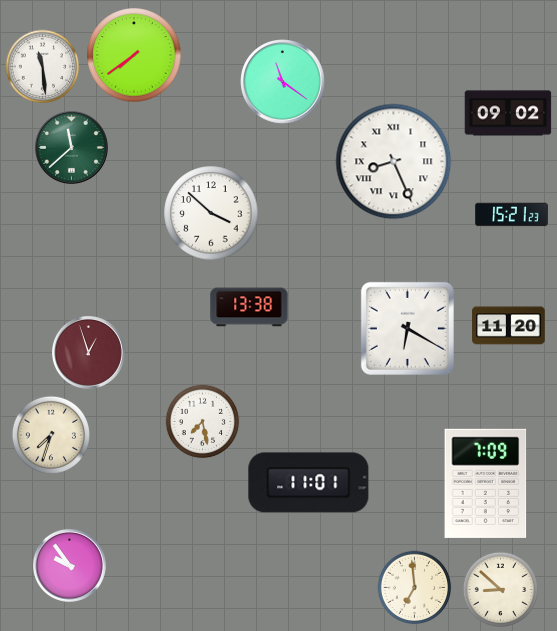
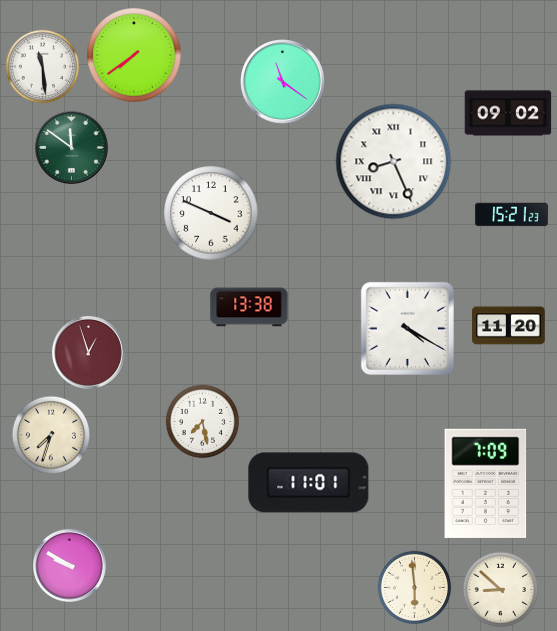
clock at (71, 147): 11:38 -> 11:51
clock at (211, 213): 3:52 -> 3:49
clock at (407, 328): 6:20 -> 4:20
clock at (69, 565): 9:54 -> 9:50
clock at (415, 588): 6:59 -> 5:59
